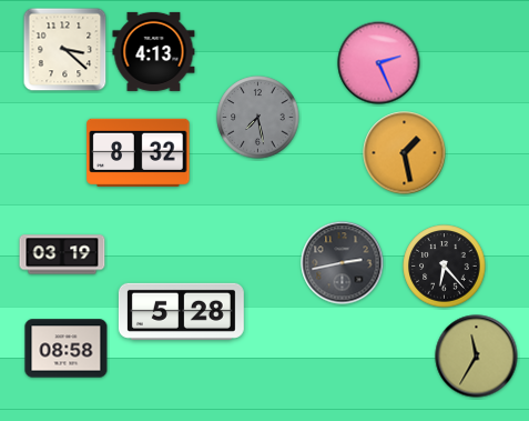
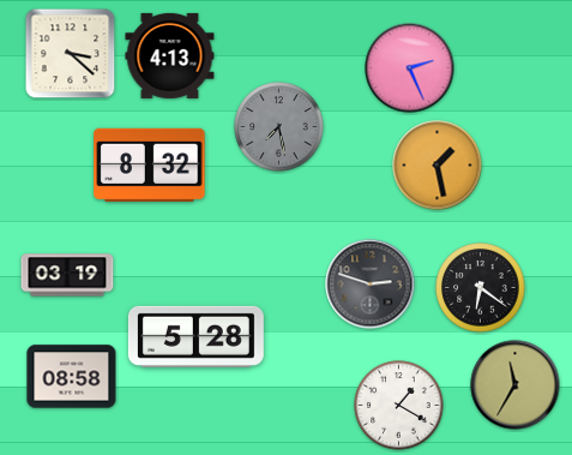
clock at (154, 51) position: (154, 51) -> (170, 55)
clock at (343, 263): 2:43 -> 2:48
clock at (445, 267): 6:23 -> 6:21
clock at (399, 406): none -> 1:20
